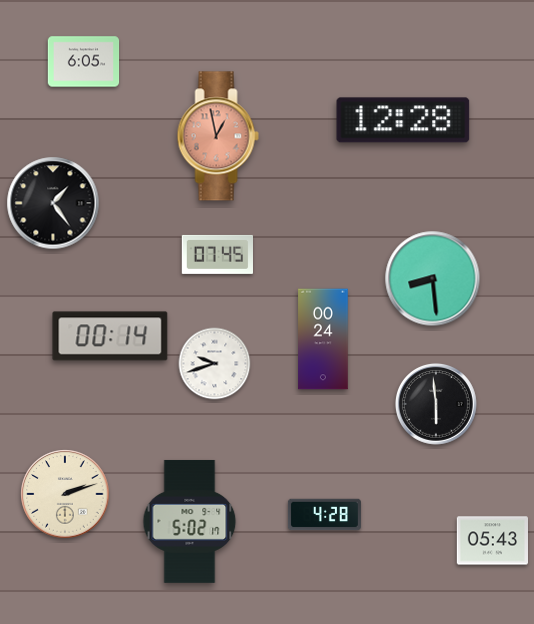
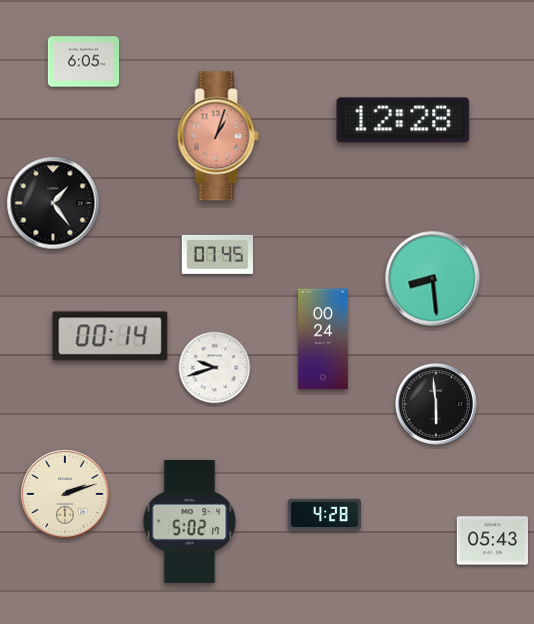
clock at (218, 136): 12:58 -> 1:03
clock at (215, 364) position: (215, 364) -> (215, 368)
